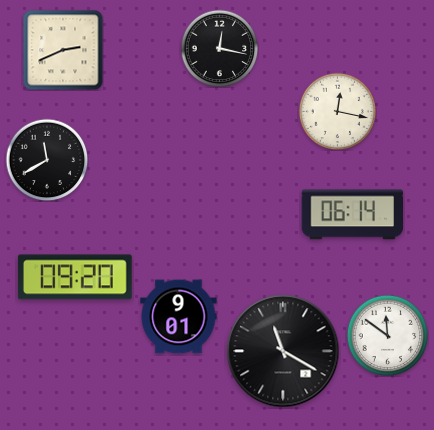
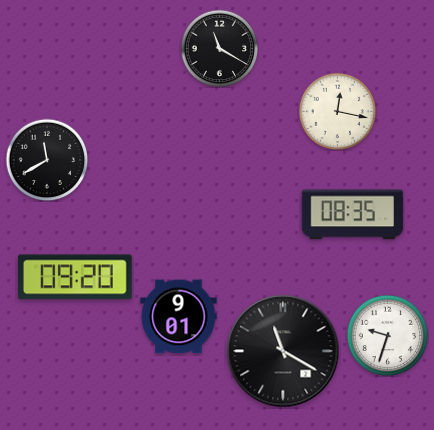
clock at (219, 48): 12:17 -> 11:20
clock at (63, 50): 2:41 -> none
clock at (353, 215): 06:14 -> 08:35
clock at (387, 335): 11:51 -> 9:33
